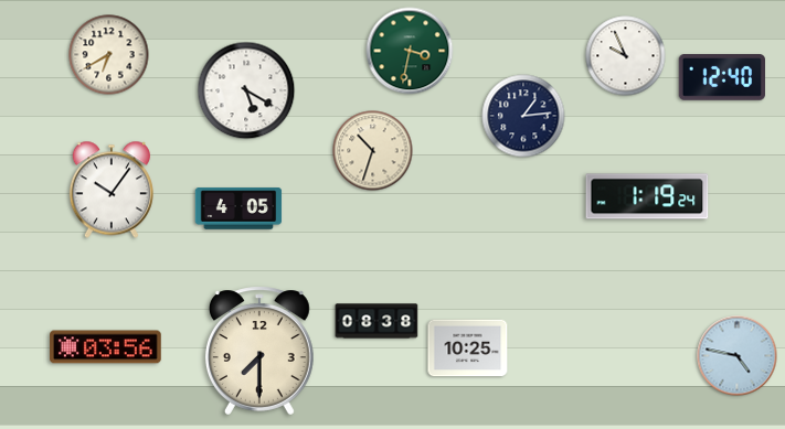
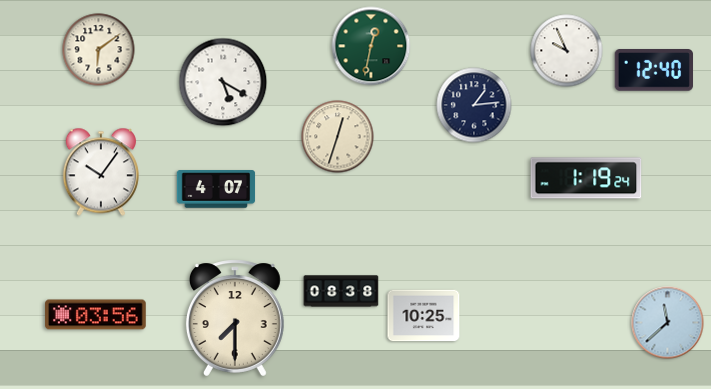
clock at (410, 51): 3:32 -> 12:32
clock at (109, 55): 6:40 -> 6:09
clock at (373, 151): 10:33 -> 12:33
clock at (238, 208): 4:05 -> 4:07
clock at (738, 356): 4:47 -> 11:38
